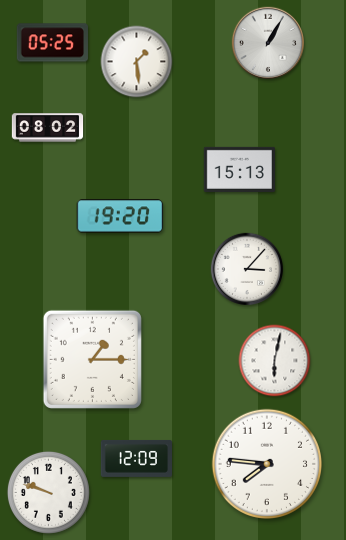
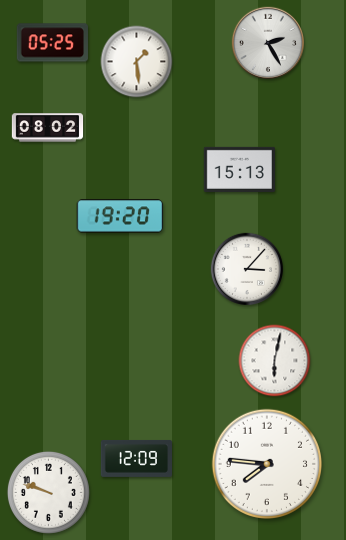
clock at (267, 42): 1:05 -> 2:25
clock at (92, 359): 1:15 -> none
